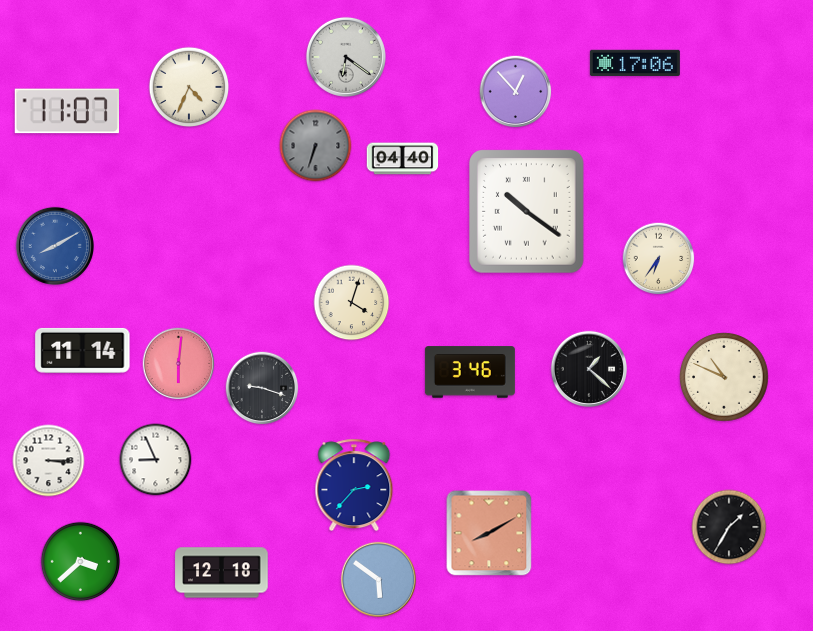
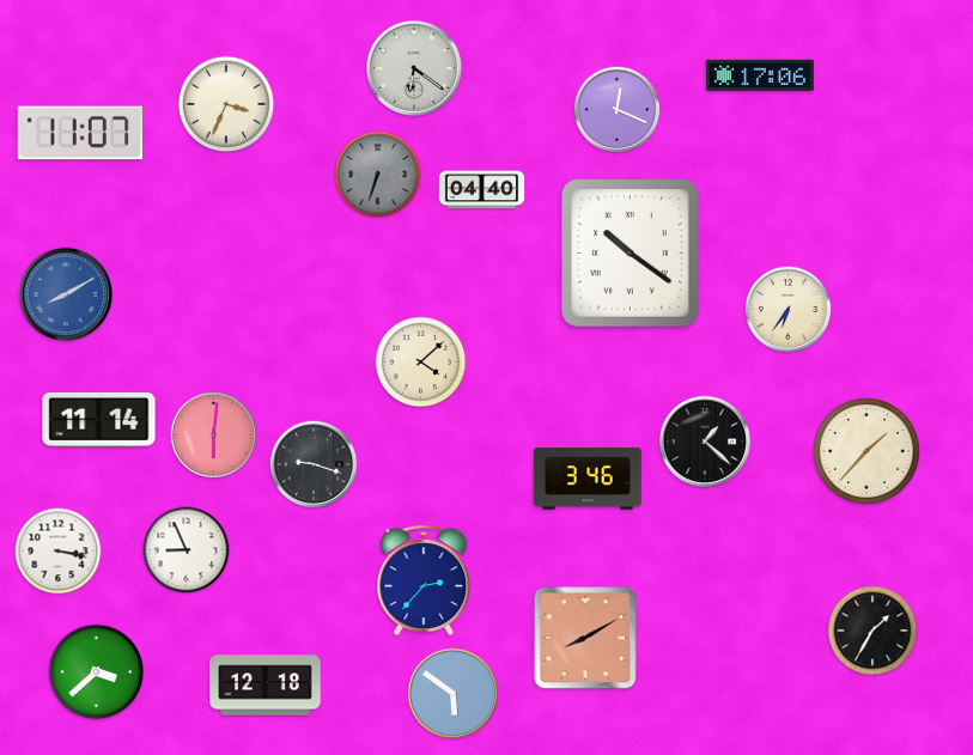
clock at (189, 87): 4:34 -> 3:34
clock at (516, 92): 12:53 -> 12:19
clock at (352, 303): 4:03 -> 4:08
clock at (470, 372) position: (470, 372) -> (588, 479)
clock at (724, 377): 10:49 -> 1:37
clock at (49, 461): 3:15 -> 3:17
